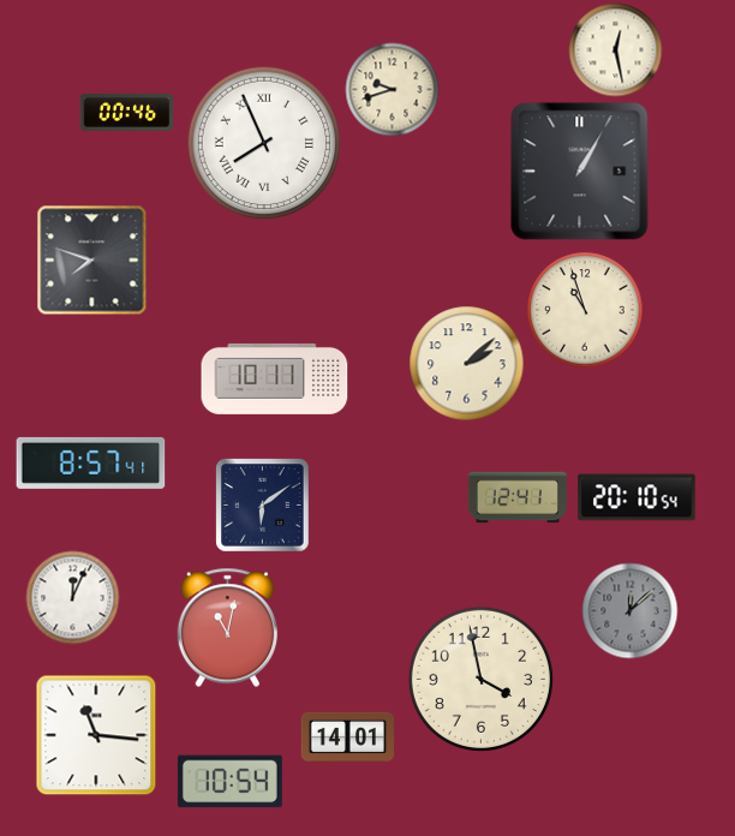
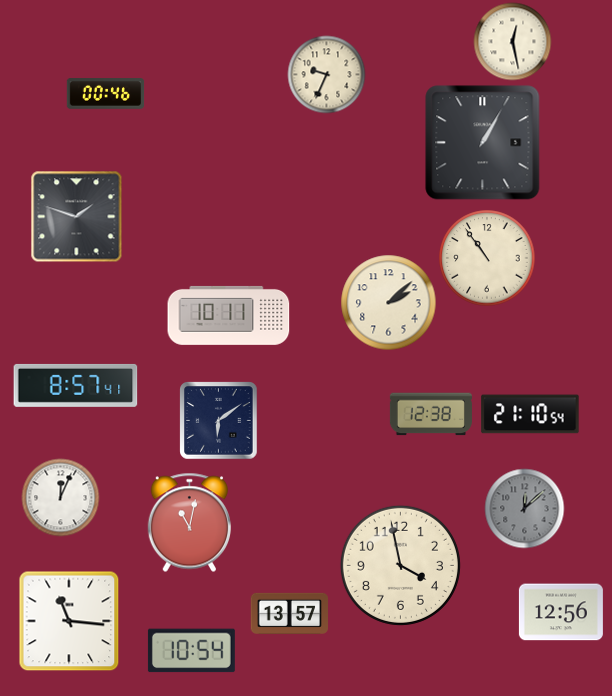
clock at (392, 89): 9:42 -> 9:34
clock at (264, 143): 7:56 -> none
clock at (91, 259): 7:48 -> 1:48
clock at (585, 310): 10:57 -> 10:54
clock at (518, 497): 12:41 -> 12:38
clock at (637, 497): 20:10 -> 21:10
clock at (96, 735) position: (96, 735) -> (69, 621)
clock at (561, 612): none -> 12:56
clock at (347, 736): 14:01 -> 13:57
